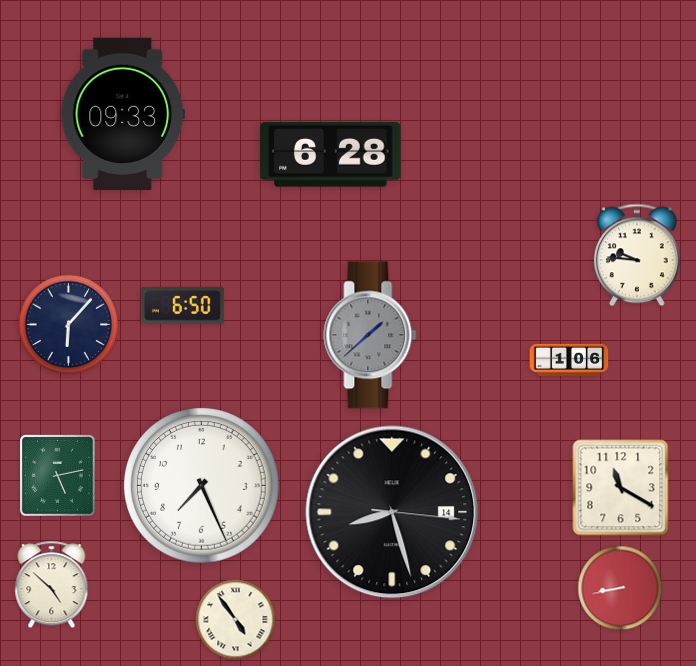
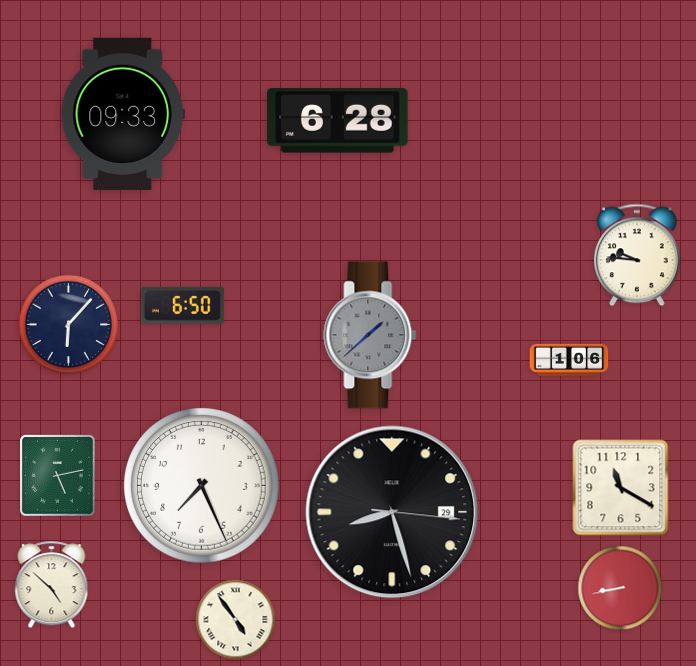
clock at (331, 155) position: (331, 155) -> (338, 121)
clock at (392, 512) date: 14 -> 29
